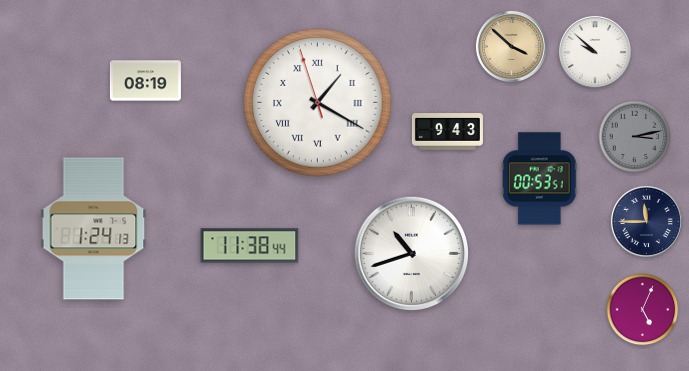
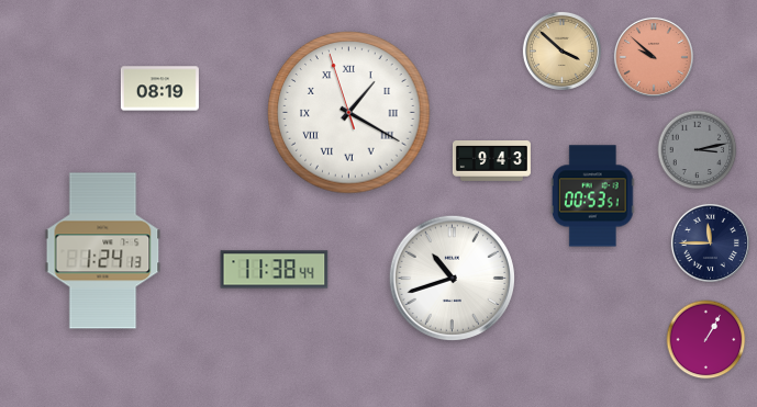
clock at (595, 52) dial: white -> salmon
clock at (447, 132) position: (447, 132) -> (491, 161)
clock at (643, 310): 5:04 -> 1:05
